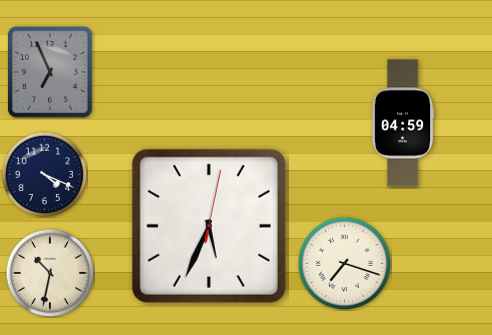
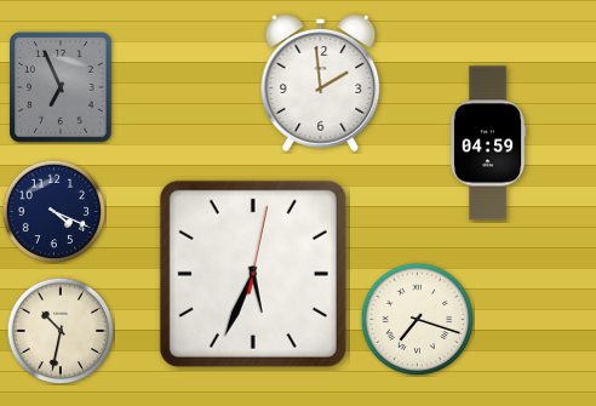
clock at (321, 82): none -> 1:59
clock at (403, 123) position: (403, 123) -> (488, 143)
